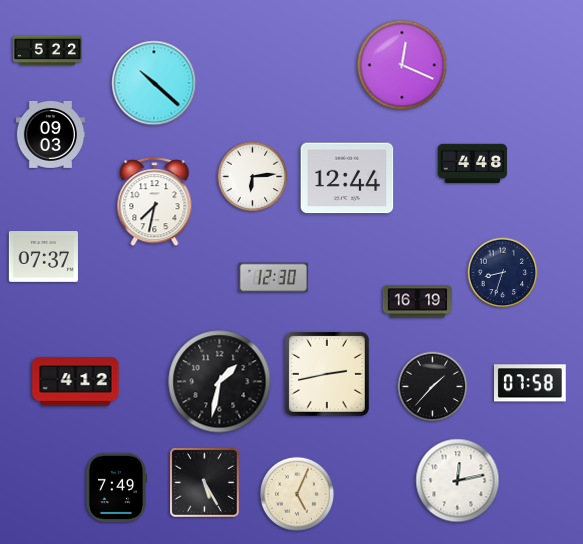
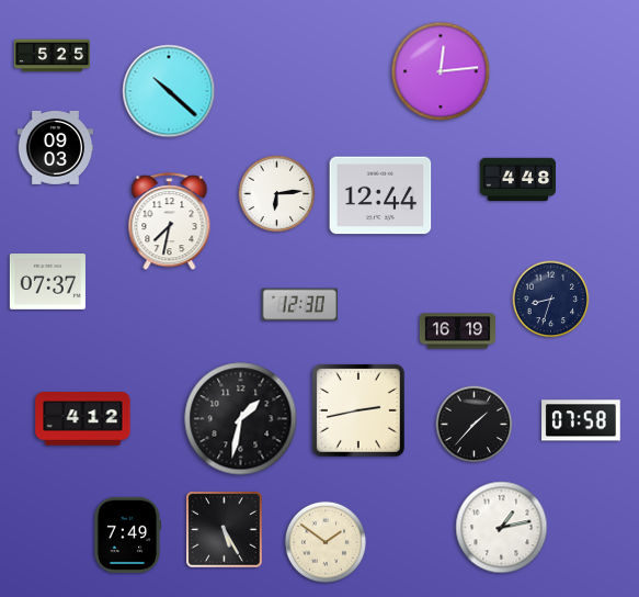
clock at (47, 51): 5:22 -> 5:25
clock at (402, 65): 12:19 -> 12:14
clock at (458, 481): 12:13 -> 1:13
clock at (297, 494): 5:04 -> 1:51
